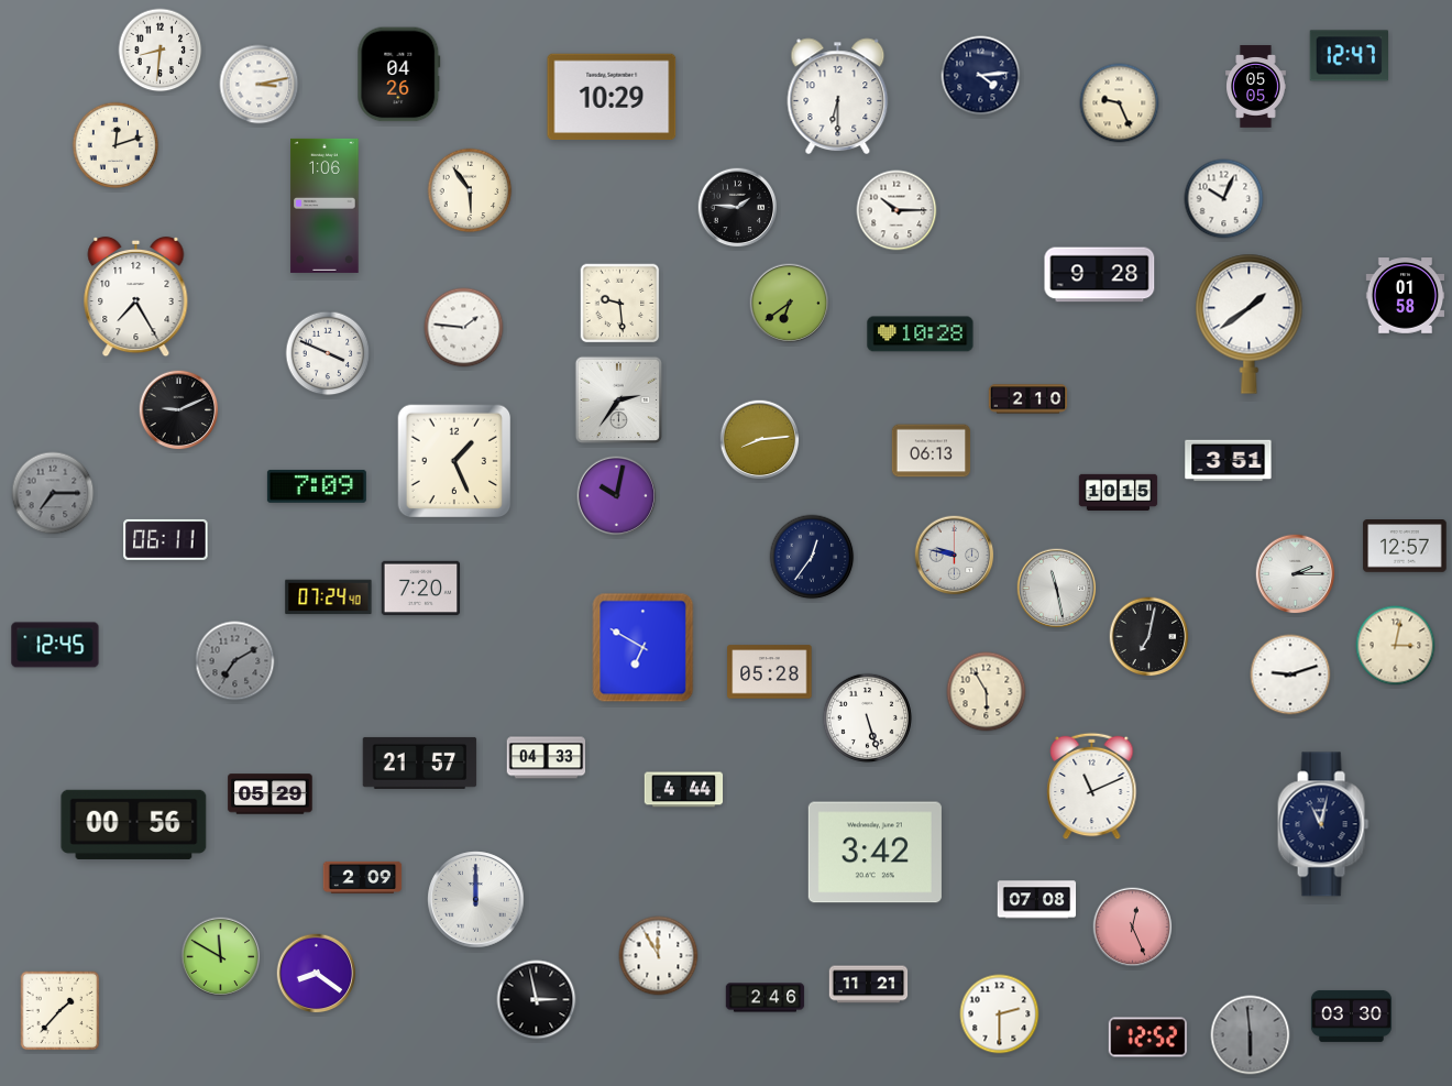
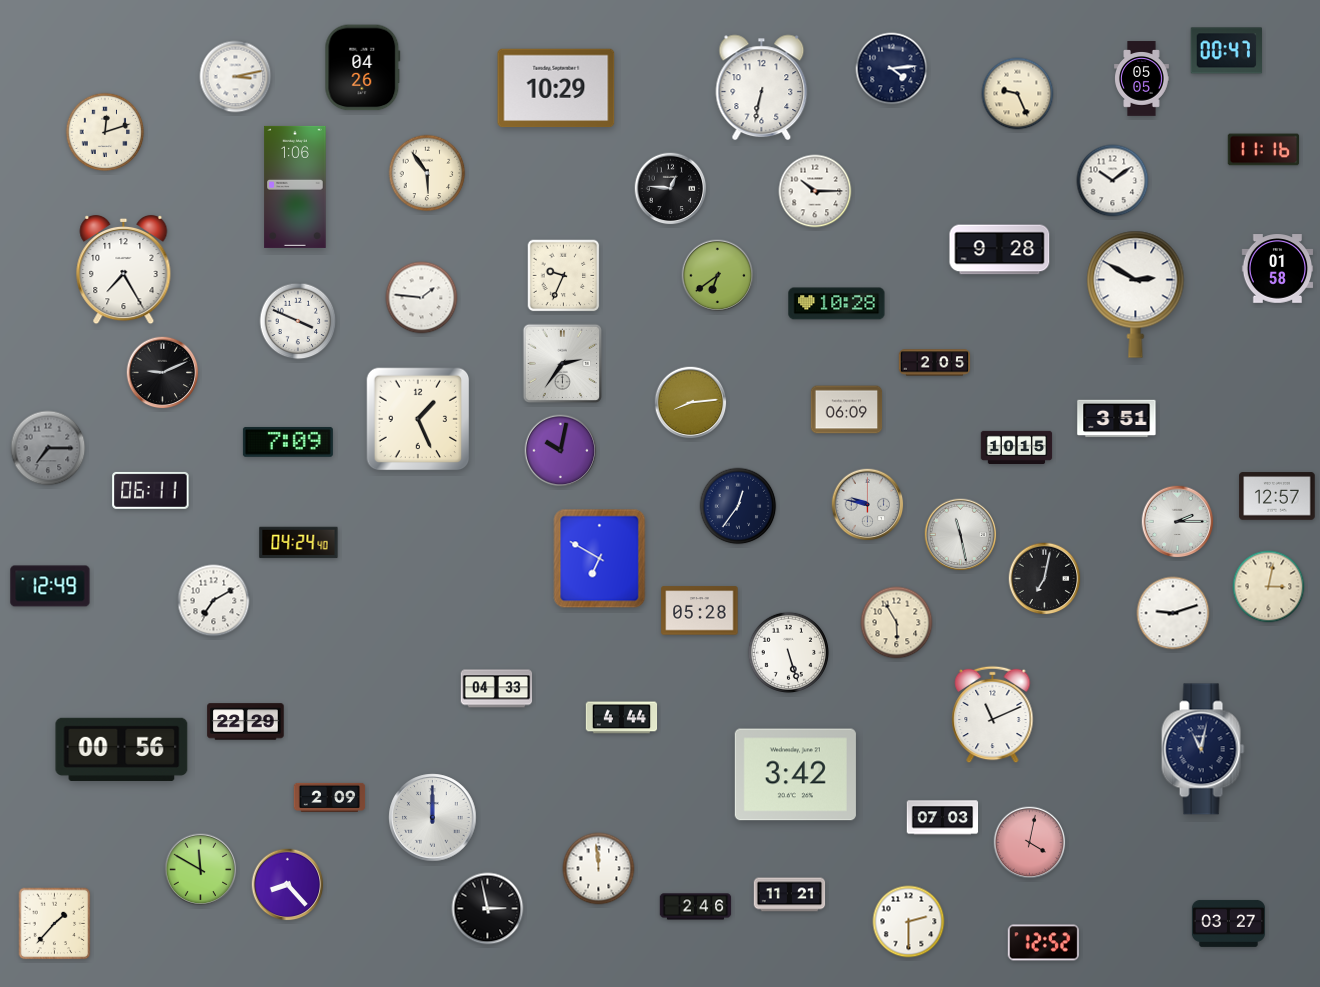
clock at (161, 51): 8:31 -> none
clock at (1349, 56): 12:47 -> 00:47
clock at (838, 97): 6:30 -> 6:32
clock at (1264, 150): none -> 11:16
clock at (1224, 199): 10:04 -> 10:09
clock at (738, 208): 1:46 -> 12:46
clock at (620, 304): 9:29 -> 9:34
clock at (1250, 323): 1:39 -> 2:50
clock at (1028, 399): 2:10 -> 2:05
clock at (760, 440) position: (760, 440) -> (691, 403)
clock at (932, 451): 06:13 -> 06:09
clock at (454, 461) position: (454, 461) -> (418, 419)
clock at (421, 589): 7:20 -> none
clock at (329, 597): 07:24 -> 04:24
clock at (55, 645): 12:45 -> 12:49
clock at (643, 648) position: (643, 648) -> (600, 559)
clock at (235, 661) dial: grey -> white
clock at (987, 692) position: (987, 692) -> (897, 623)
clock at (420, 763): 21:57 -> none
clock at (271, 794): 05:29 -> 22:29
clock at (1037, 900): 07:08 -> 07:03
clock at (1133, 928): 12:26 -> 4:02
clock at (659, 956): 11:55 -> 11:59
clock at (317, 974): 8:21 -> 8:23
clock at (61, 1011) position: (61, 1011) -> (55, 924)
clock at (1351, 1016): 03:30 -> 03:27
clock at (1251, 1035): 5:59 -> none
